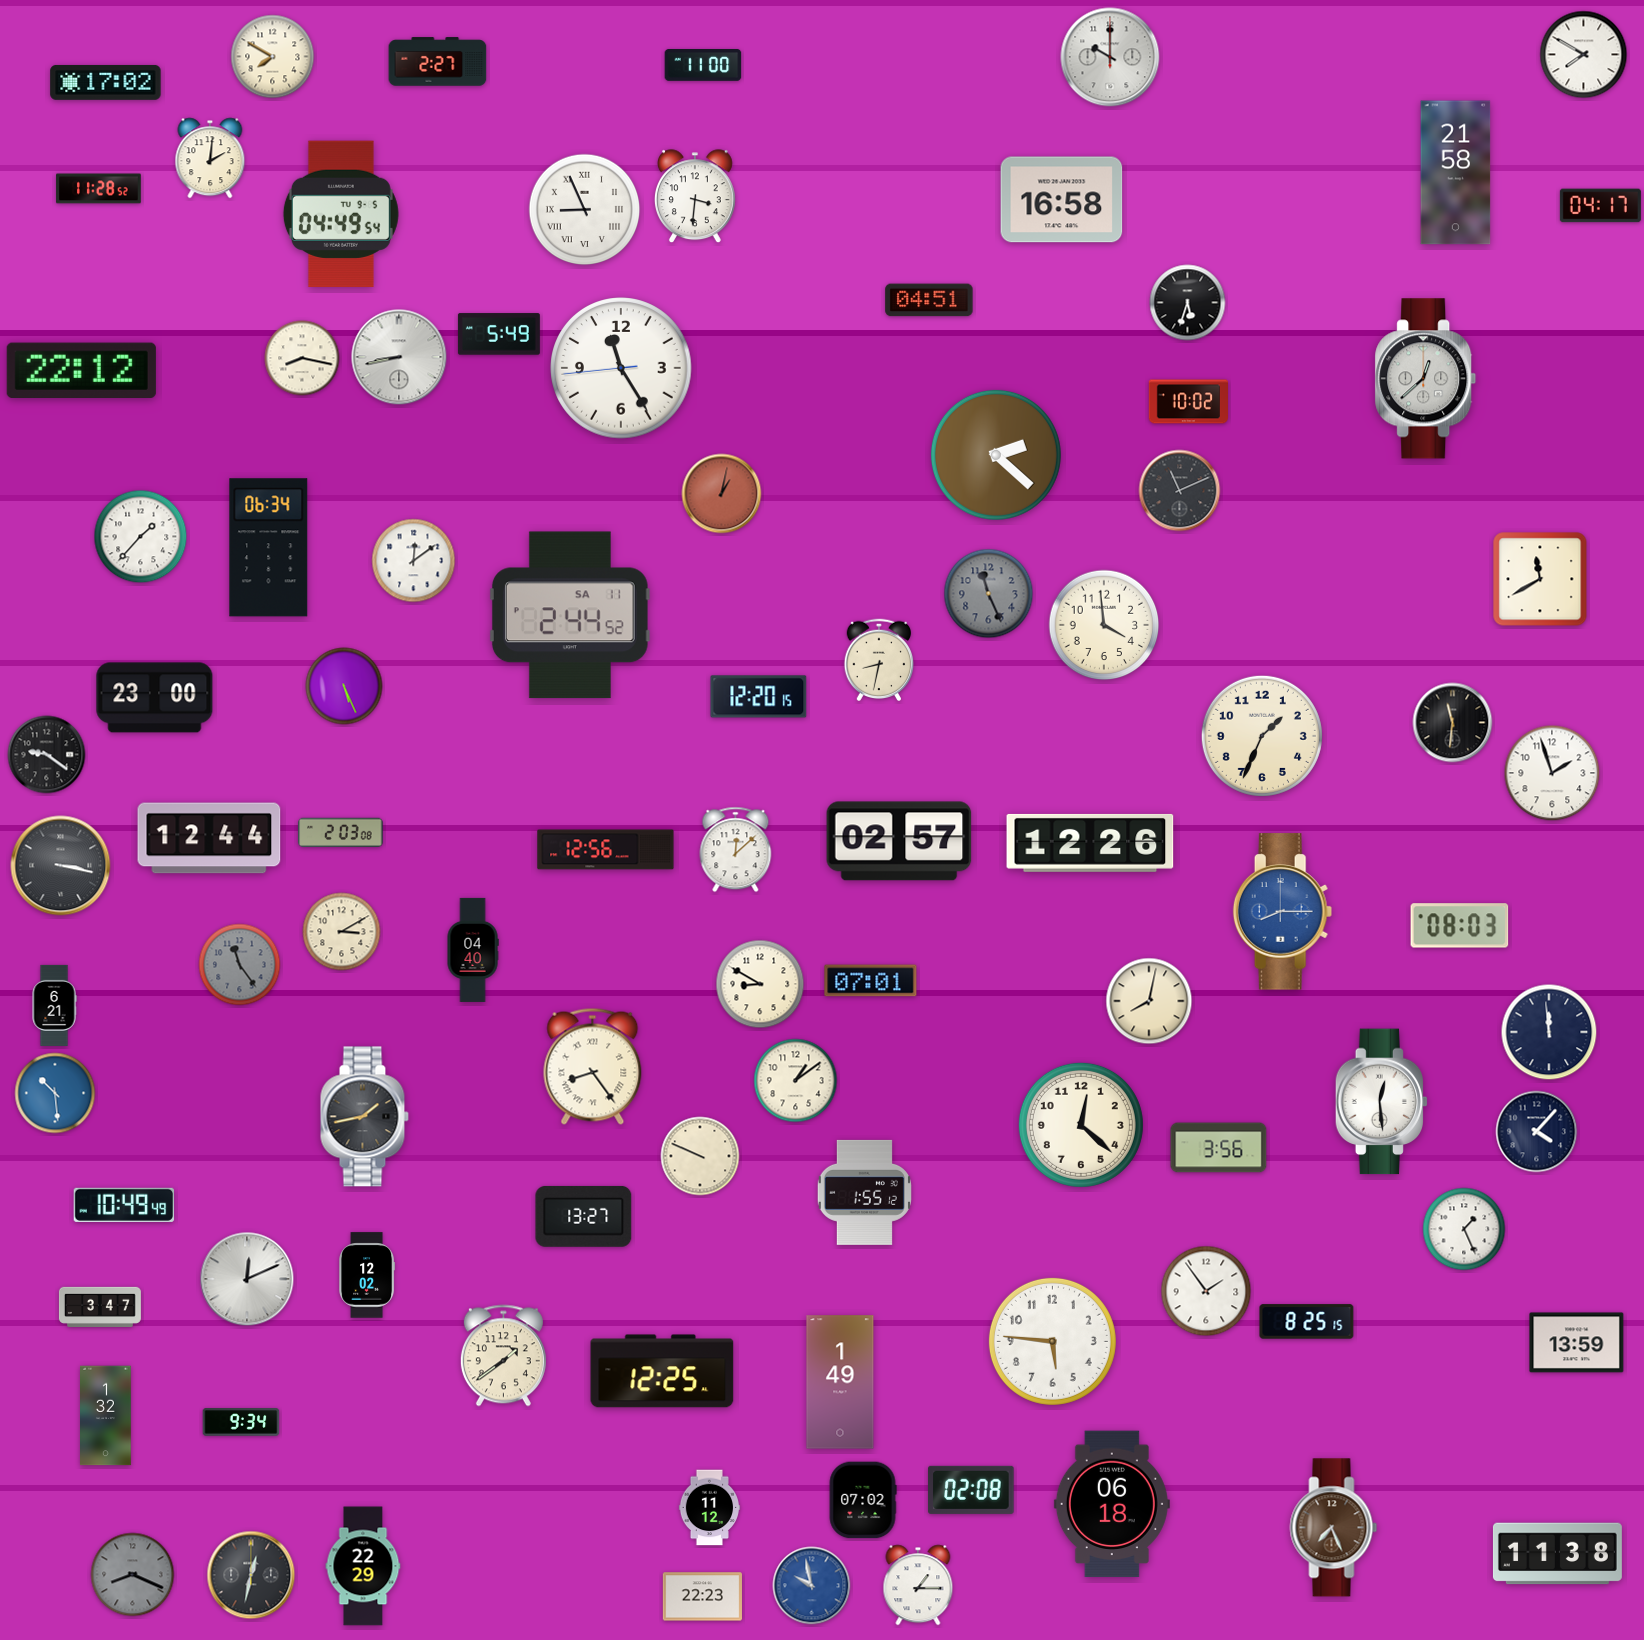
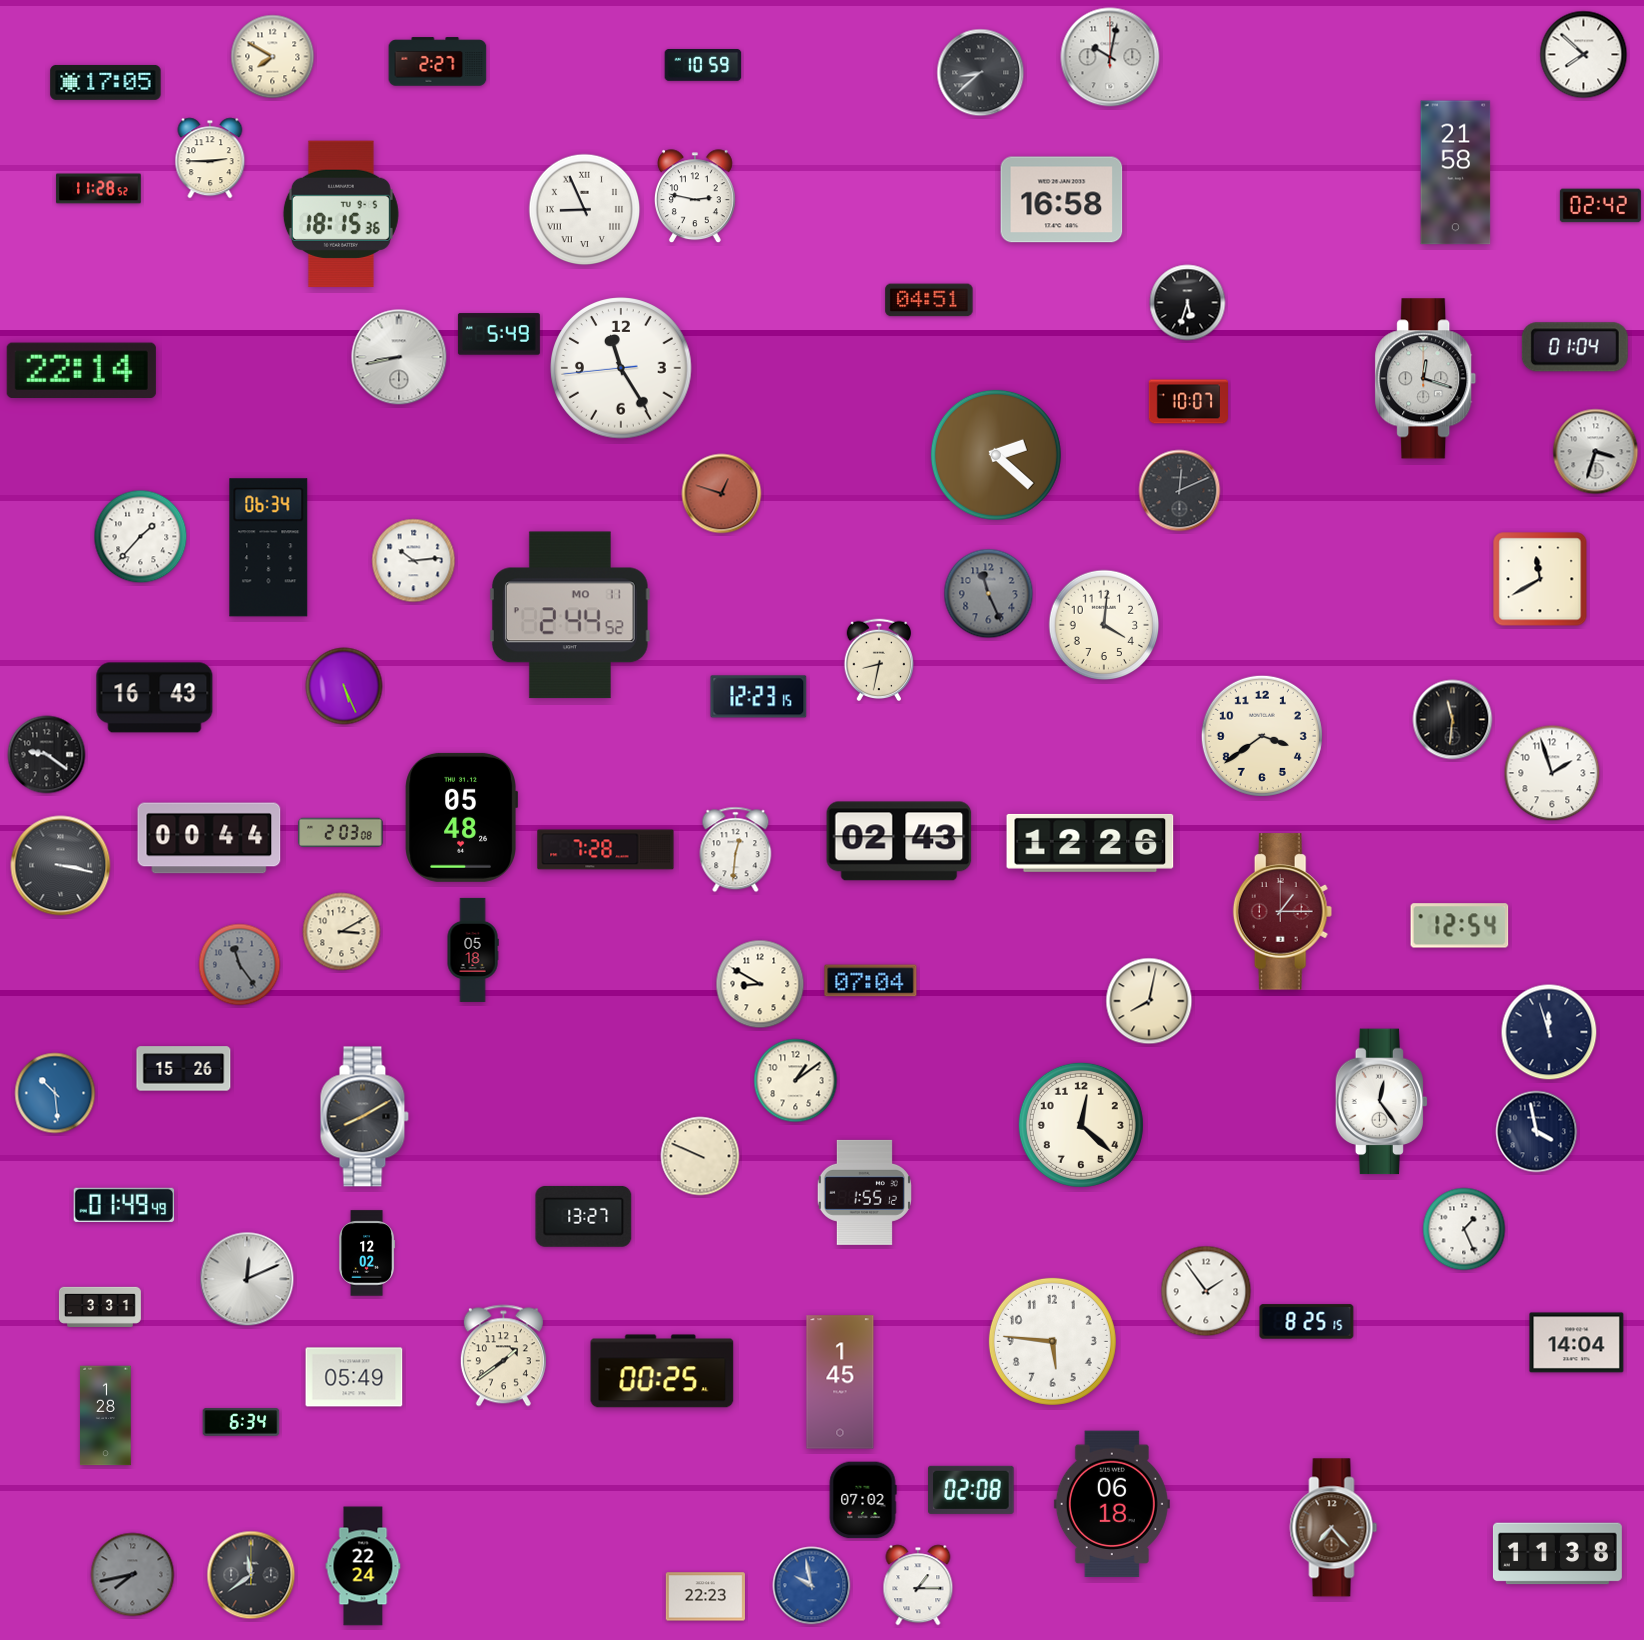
clock at (1584, 55): 7:50 -> 7:52
clock at (1110, 57): 10:00 -> 10:02
clock at (703, 66): 11:00 -> 10:59
clock at (981, 73): none -> 8:38
clock at (106, 82): 17:02 -> 17:05
clock at (210, 158): 2:01 -> 2:45
clock at (695, 197): 3:31 -> 2:47
clock at (1600, 206): 04:17 -> 02:42
clock at (341, 214): 04:49 -> 18:15
clock at (1575, 347): none -> 01:04
clock at (302, 358): 8:17 -> none
clock at (81, 370): 22:12 -> 22:14
clock at (1426, 379): 12:38 -> 12:18
clock at (1188, 402): 10:02 -> 10:07
clock at (1596, 452): none -> 3:33
clock at (1180, 491): 11:11 -> 12:11
clock at (722, 494): 1:02 -> 12:48
clock at (414, 561): 12:09 -> 10:14
clock at (570, 615) date: SA 11 -> MO 11
clock at (1104, 625): 3:59 -> 4:01
clock at (759, 697): 12:20 -> 12:23
clock at (155, 698): 23:00 -> 16:43
clock at (1453, 723) position: (1453, 723) -> (1453, 720)
clock at (1262, 736): 1:34 -> 3:39
clock at (461, 817): none -> 05:48
clock at (209, 838): 12:44 -> 00:44
clock at (899, 841): 02:57 -> 02:43
clock at (606, 850): 12:56 -> 7:28
clock at (736, 850): 12:08 -> 12:31
clock at (1283, 912): 8:15 -> 1:15
clock at (1283, 912) dial: blue -> burgundy
clock at (1460, 926): 08:03 -> 12:54
clock at (473, 950): 04:40 -> 05:18
clock at (871, 981): 07:01 -> 07:04
clock at (54, 1005): 6:21 -> none
clock at (1549, 1032): 11:59 -> 11:57
clock at (593, 1066): 8:24 -> none
clock at (184, 1069): none -> 15:26
clock at (1382, 1102): 12:29 -> 12:24
clock at (364, 1117): 1:43 -> 8:10
clock at (1537, 1132): 4:07 -> 3:58
clock at (1219, 1148): 3:56 -> none
clock at (124, 1205): 10:49 -> 01:49
clock at (367, 1275) position: (367, 1275) -> (367, 1253)
clock at (100, 1306): 3:47 -> 3:31
clock at (1577, 1343): 13:59 -> 14:04
clock at (662, 1371): 12:25 -> 00:25
clock at (354, 1377): none -> 05:49
clock at (840, 1382): 1:49 -> 1:45
clock at (106, 1416): 1:32 -> 1:28
clock at (241, 1422): 9:34 -> 6:34
clock at (710, 1508): 11:12 -> none
clock at (1334, 1528): 7:26 -> 7:23
clock at (363, 1566): 22:29 -> 22:24
clock at (133, 1575): 8:19 -> 7:43
clock at (251, 1575): 12:32 -> 11:39
clock at (702, 1597) position: (702, 1597) -> (705, 1597)
